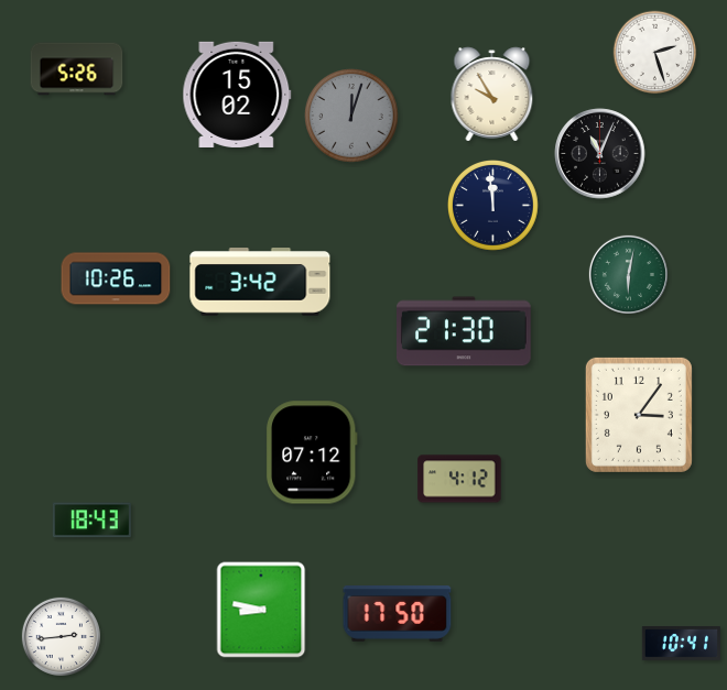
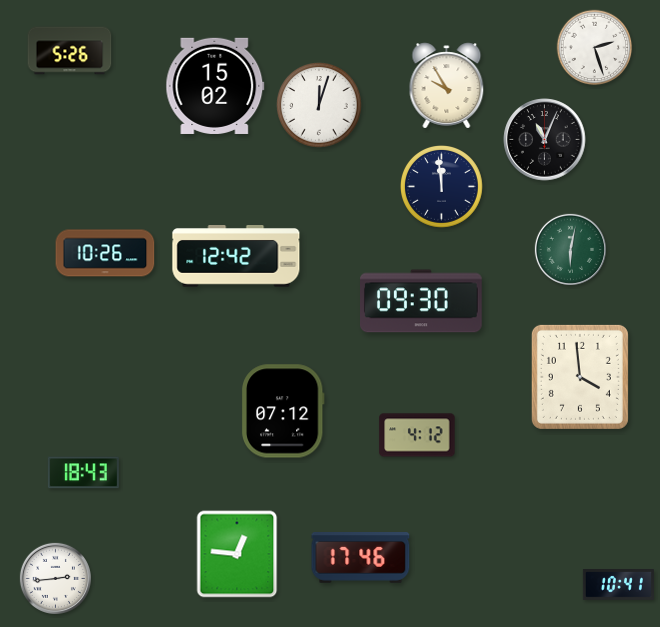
clock at (77, 69) position: (77, 69) -> (70, 51)
clock at (351, 116) dial: grey -> white
clock at (493, 206) position: (493, 206) -> (442, 187)
clock at (260, 282): 3:42 -> 12:42
clock at (465, 331): 21:30 -> 09:30
clock at (639, 415): 3:06 -> 3:59
clock at (261, 610): 8:47 -> 12:46
clock at (398, 614): 17:50 -> 17:46
